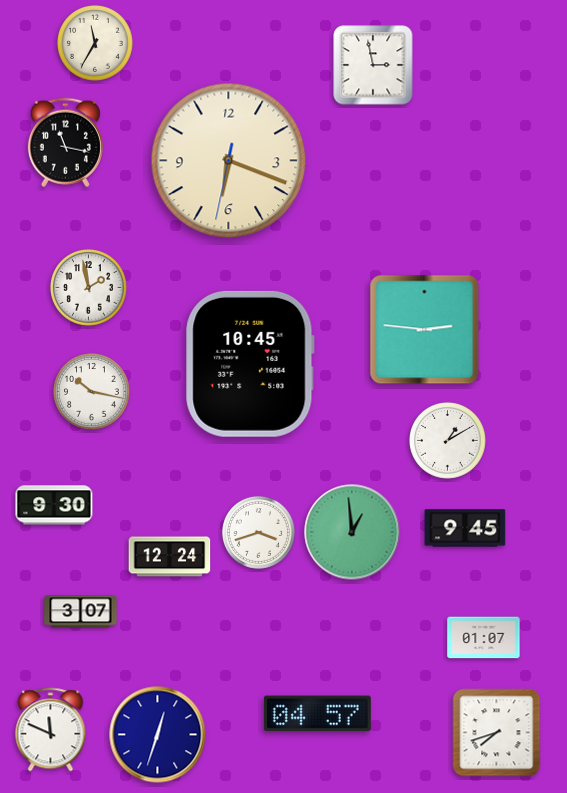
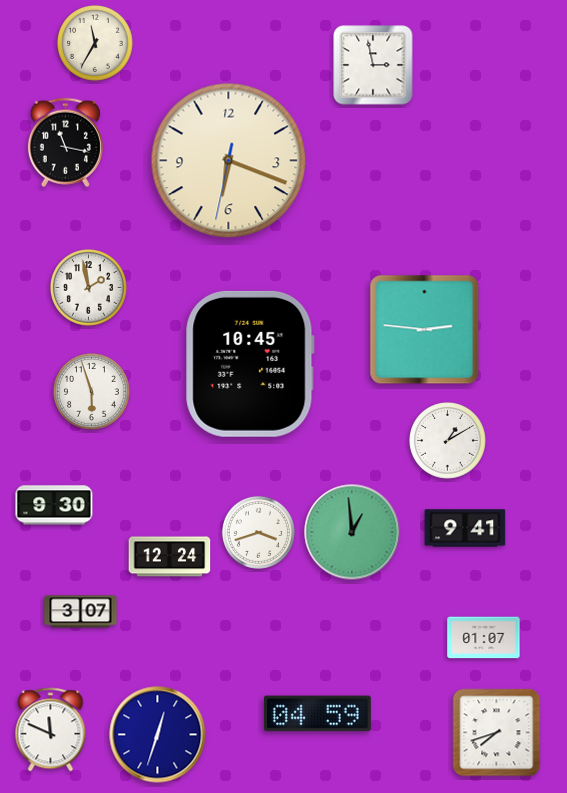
clock at (92, 392): 10:17 -> 5:57
clock at (465, 528): 9:45 -> 9:41
clock at (317, 714): 04:57 -> 04:59
